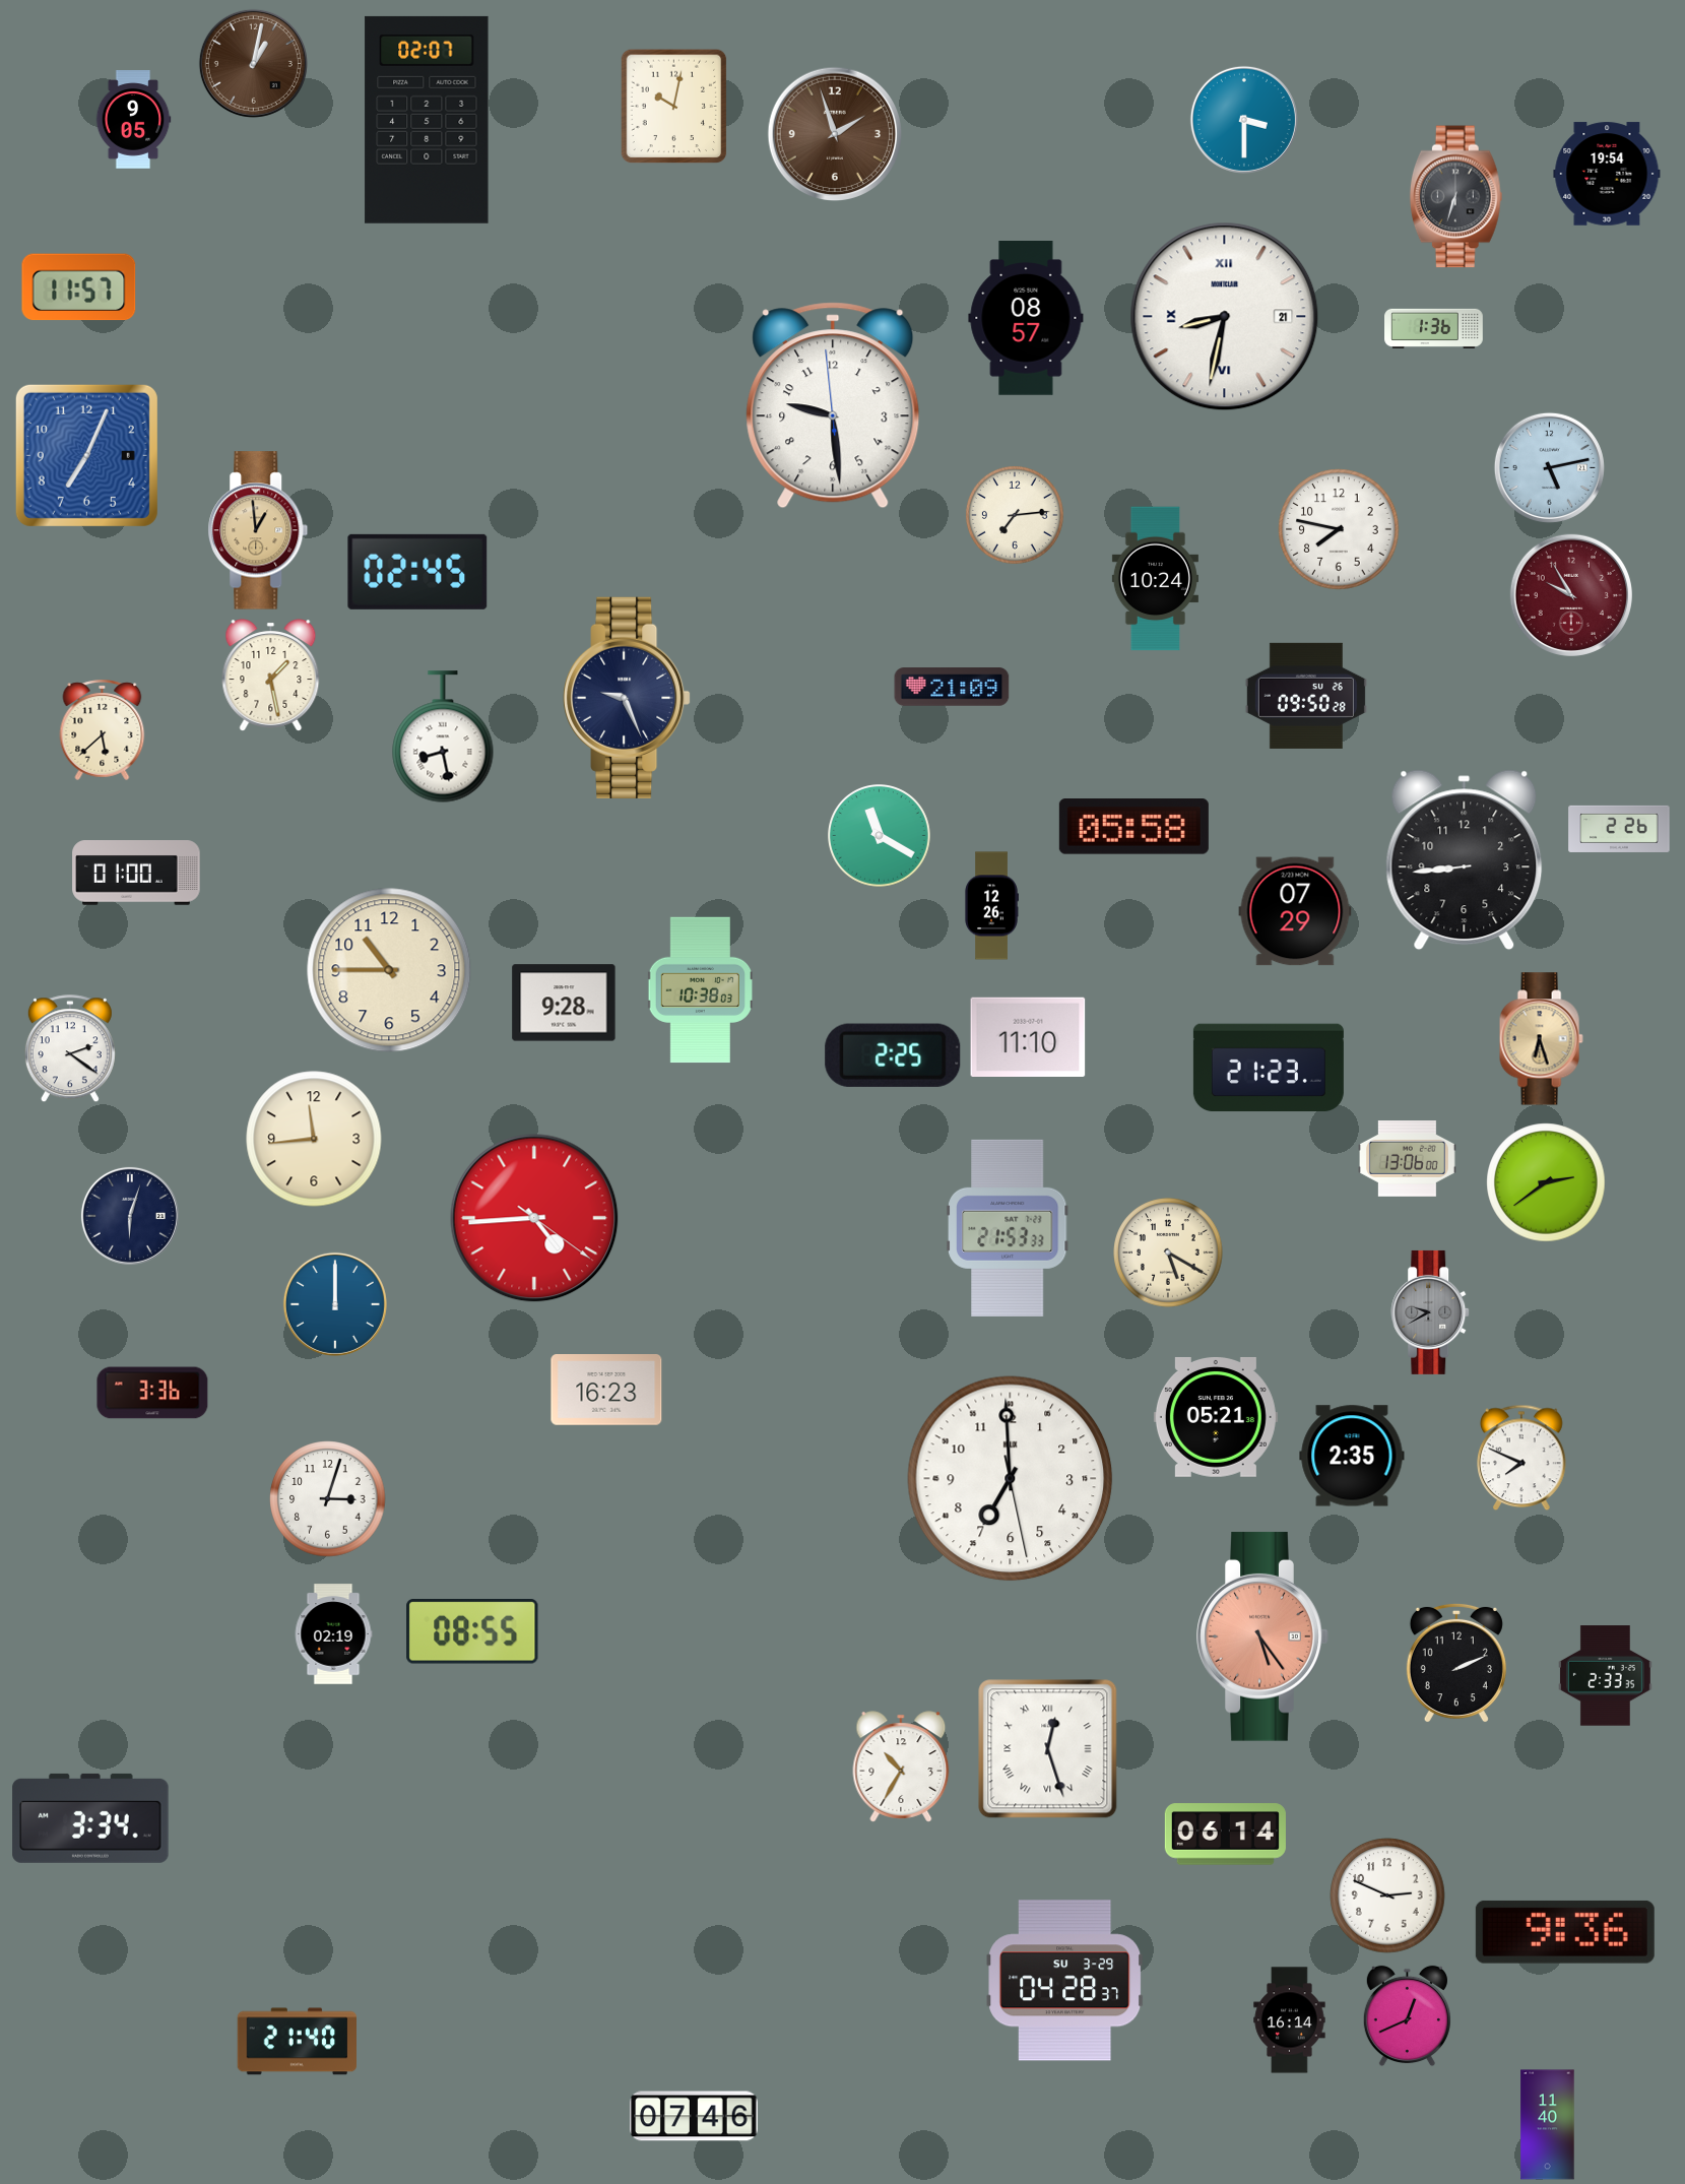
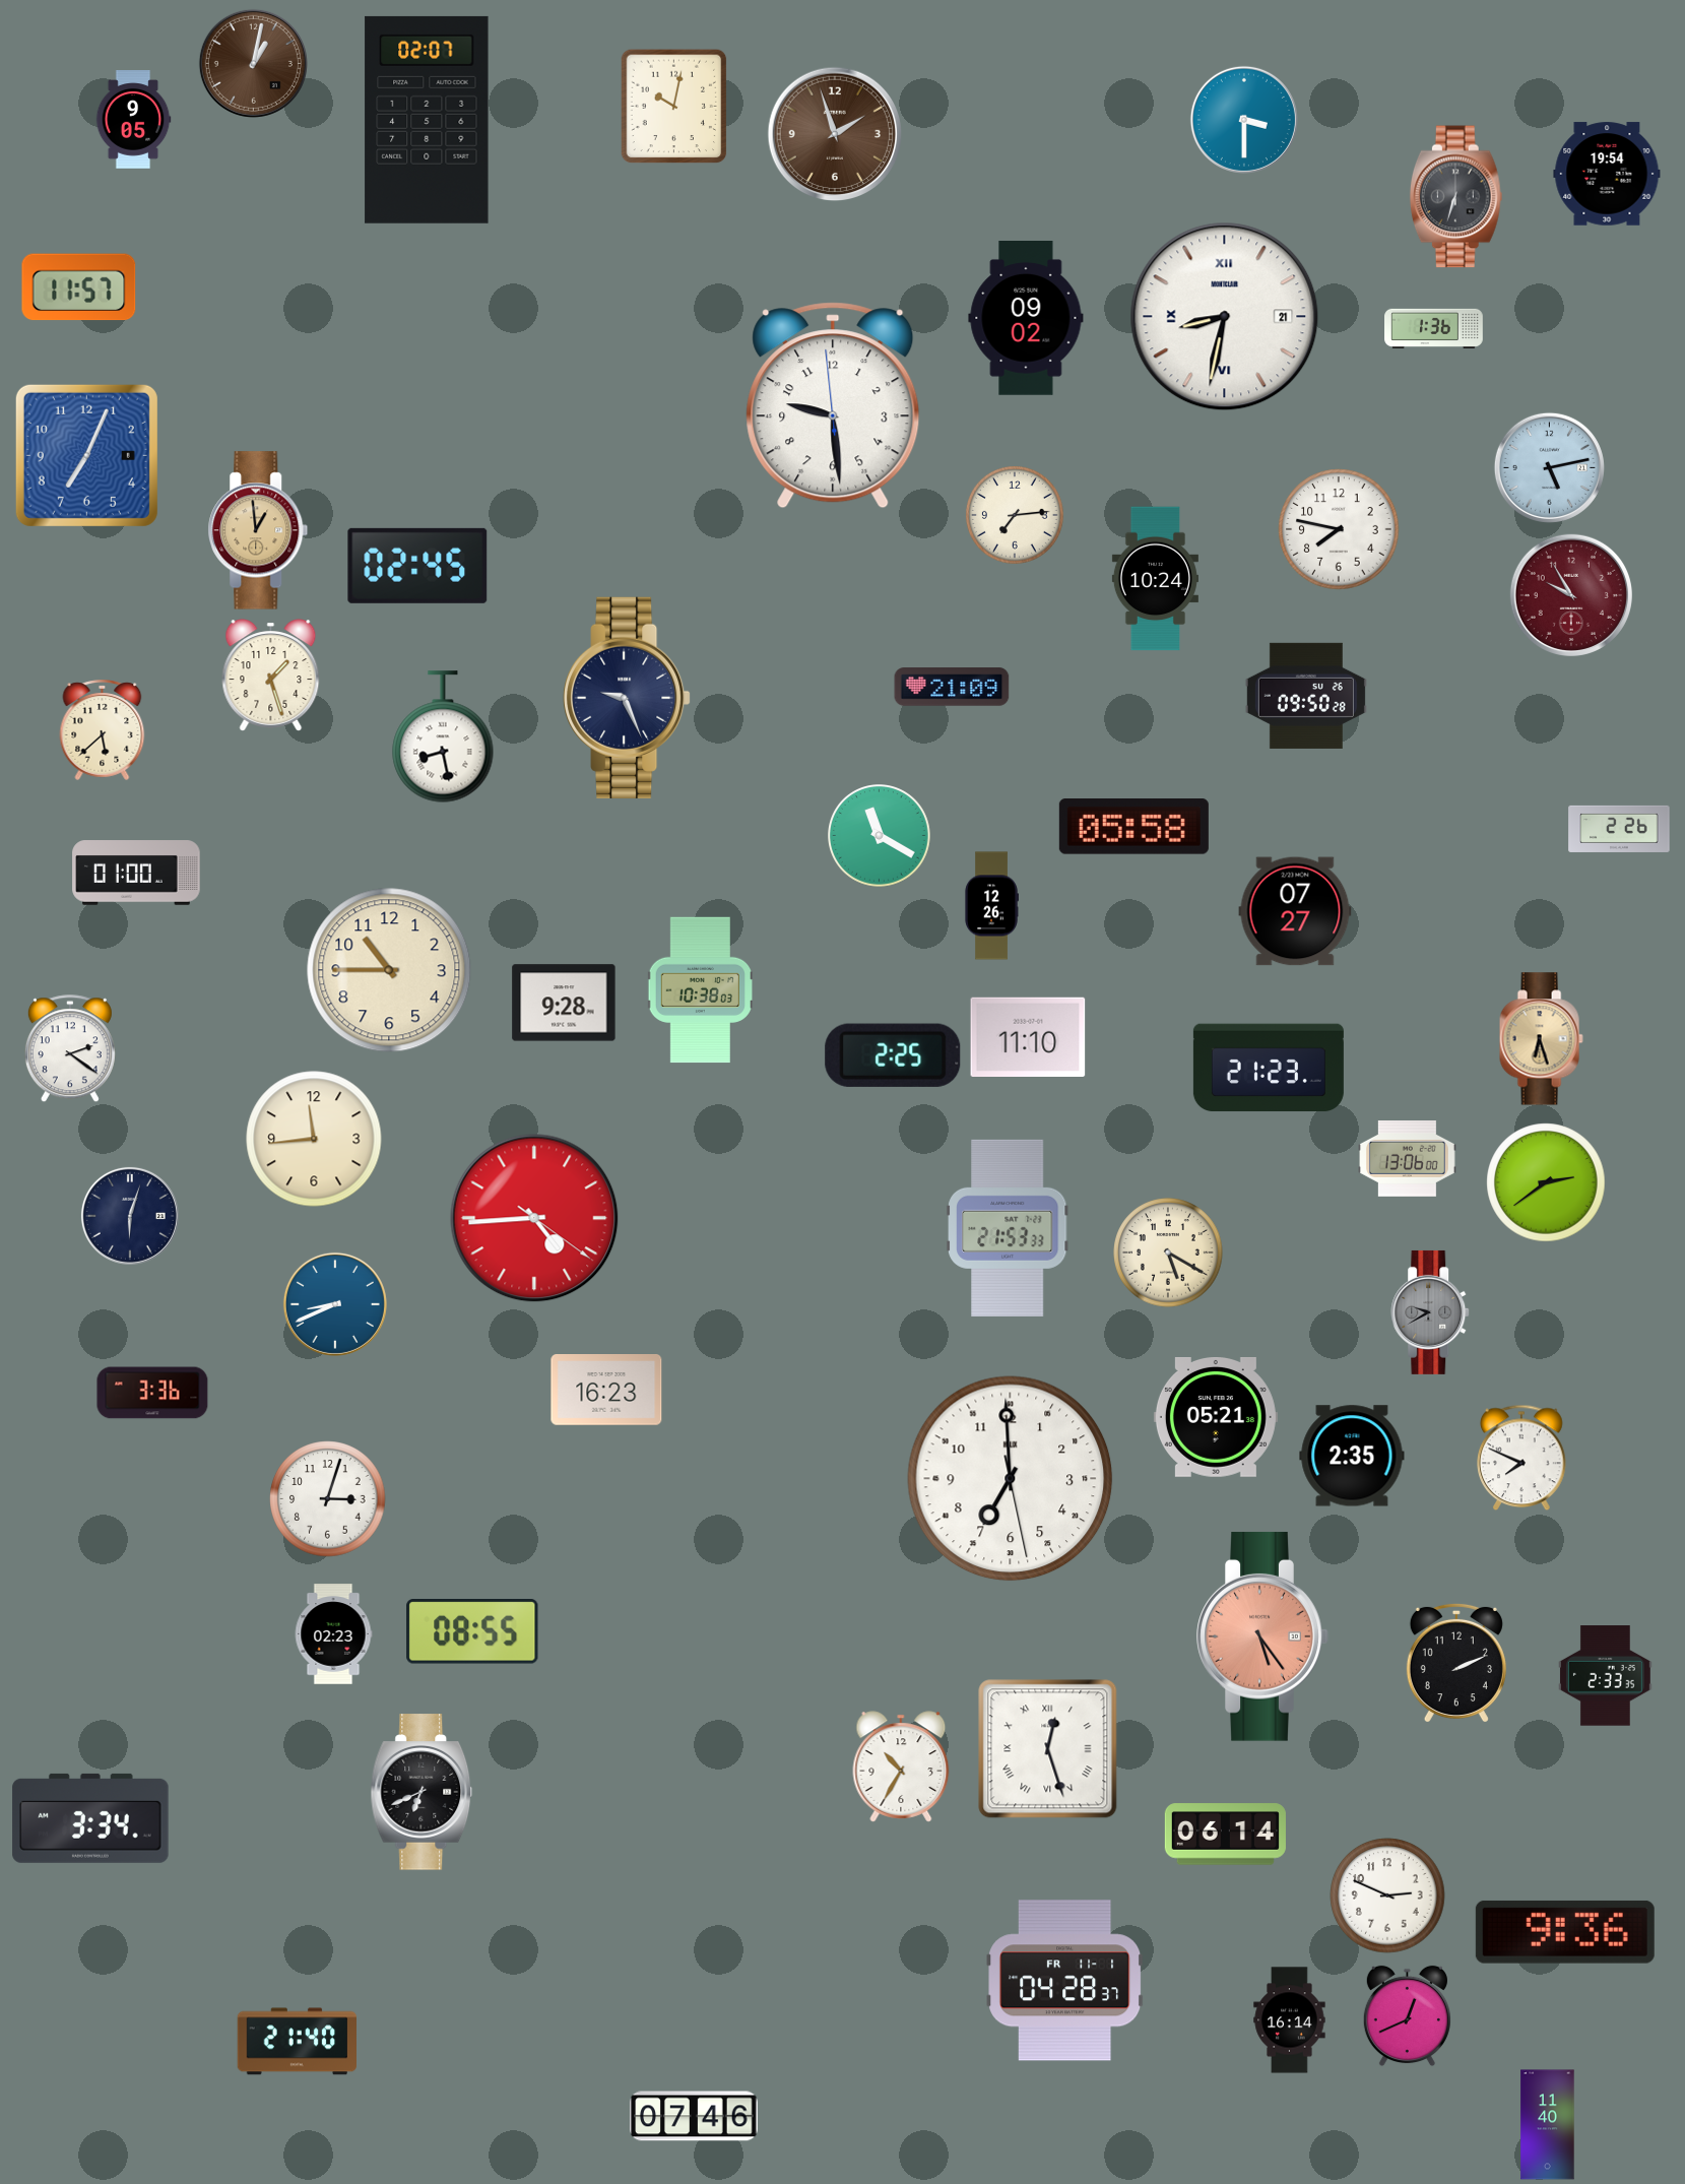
clock at (1026, 318): 08:57 -> 09:02
clock at (417, 572) position: (417, 572) -> (417, 566)
clock at (271, 676): 1:28 -> 1:27
clock at (1465, 860): 8:44 -> none
clock at (1295, 911): 07:29 -> 07:27
clock at (335, 1304): 12:00 -> 8:41
clock at (333, 1634): 02:19 -> 02:23
clock at (422, 1792): none -> 6:41
clock at (1065, 1981) date: SU 3-29 -> FR 11-1
